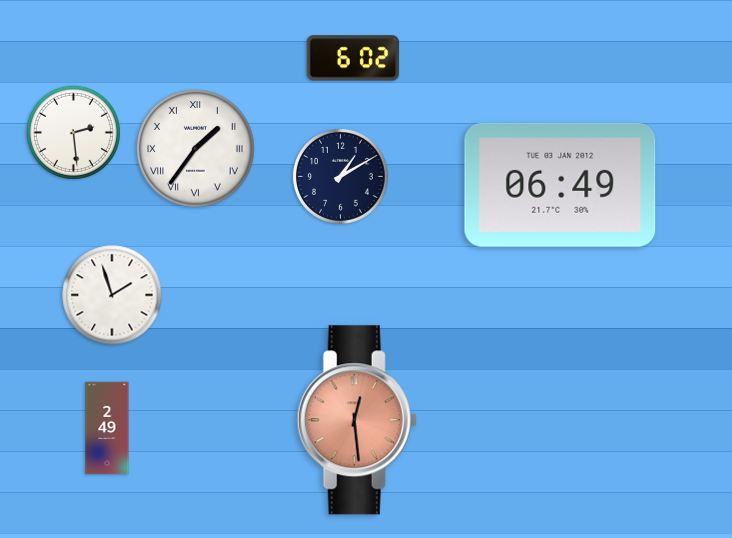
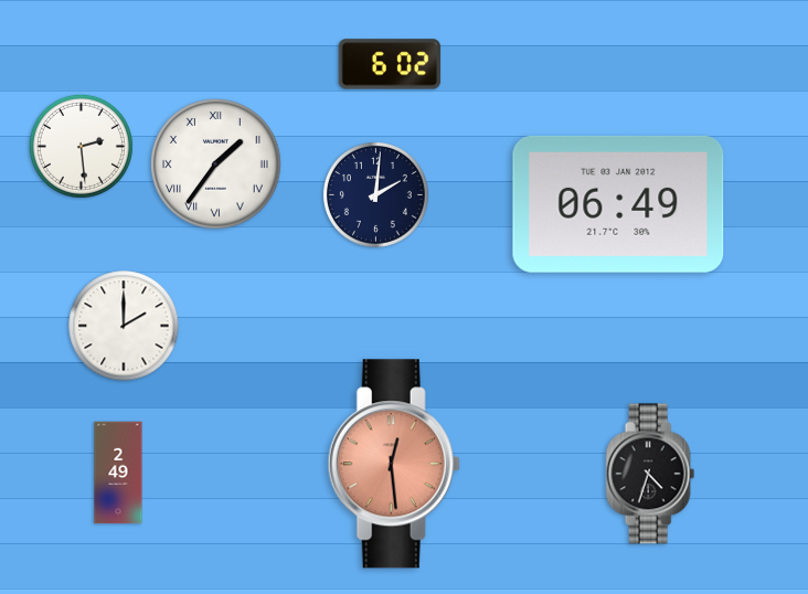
clock at (340, 176): 1:10 -> 2:01
clock at (112, 295): 1:57 -> 2:00
clock at (650, 474): none -> 4:33
